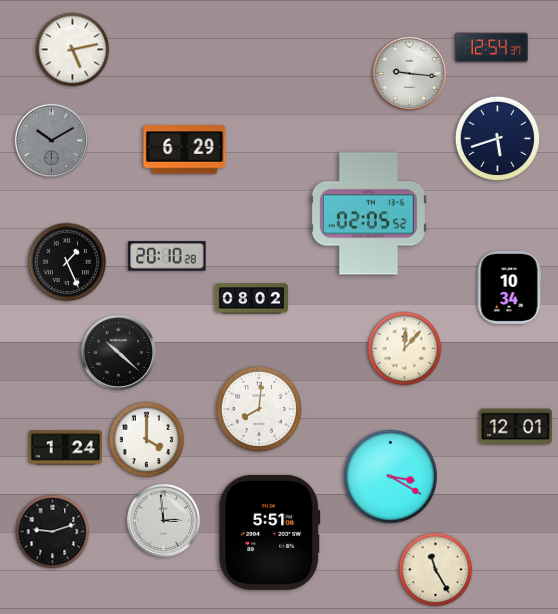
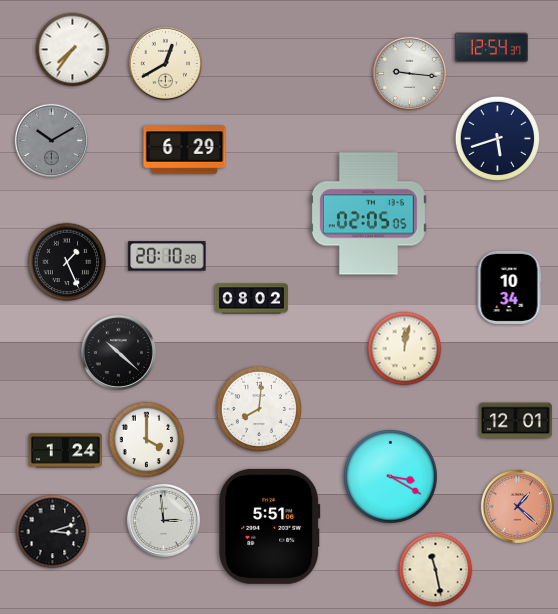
clock at (73, 50): 5:13 -> 7:36
clock at (165, 63): none -> 12:40
clock at (368, 214): 02:05:52 -> 02:05:05
clock at (405, 349): 12:07 -> 12:02
clock at (515, 427) position: (515, 427) -> (515, 421)
clock at (65, 448) position: (65, 448) -> (65, 451)
clock at (517, 506): none -> 1:22
clock at (53, 532): 9:12 -> 3:12
clock at (270, 532) position: (270, 532) -> (270, 526)
clock at (436, 570): 11:25 -> 11:28
